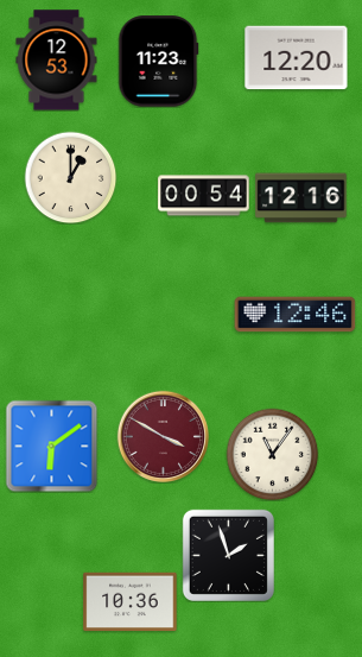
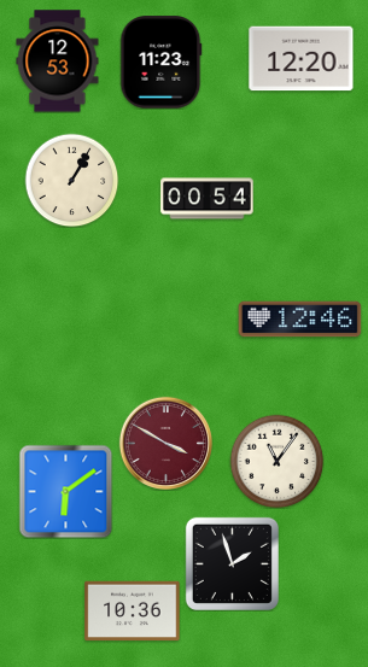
clock at (70, 177): 1:00 -> 1:05
clock at (301, 198): 12:16 -> none
clock at (51, 446) position: (51, 446) -> (65, 491)
